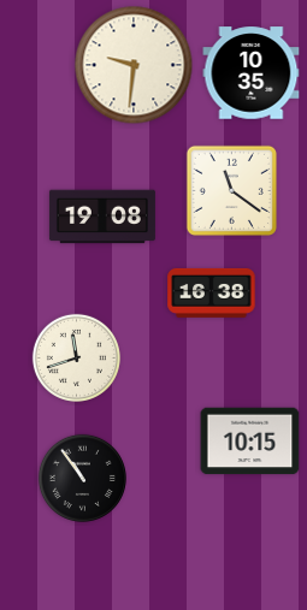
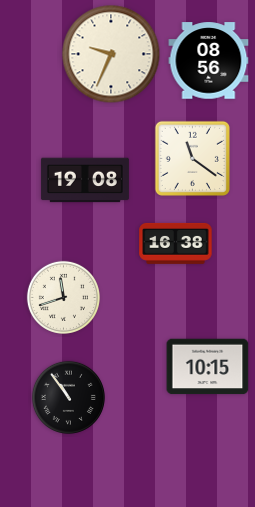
clock at (134, 65): 9:31 -> 9:34
clock at (252, 73): 10:35 -> 08:56
